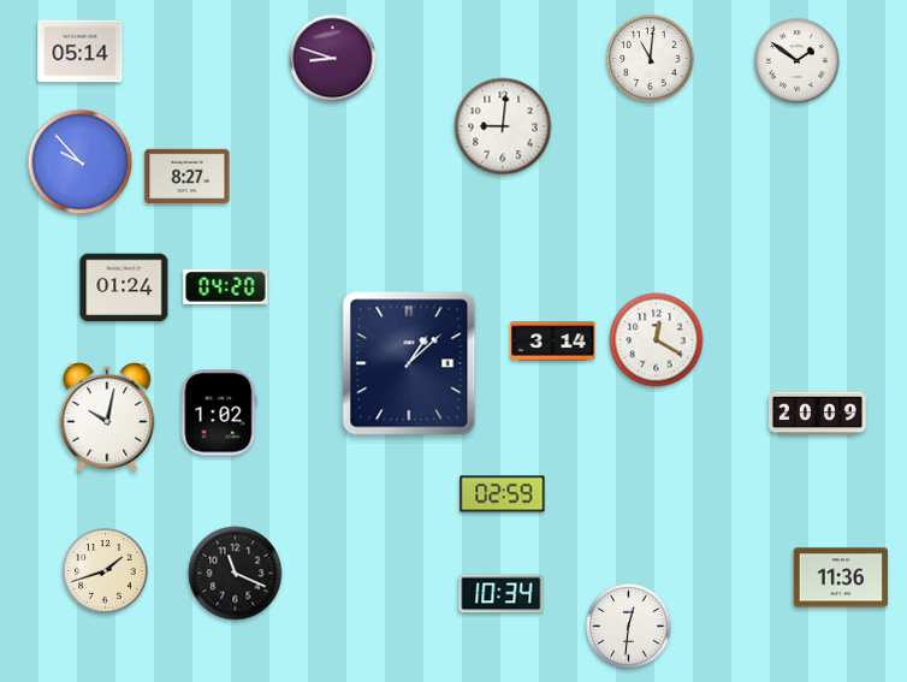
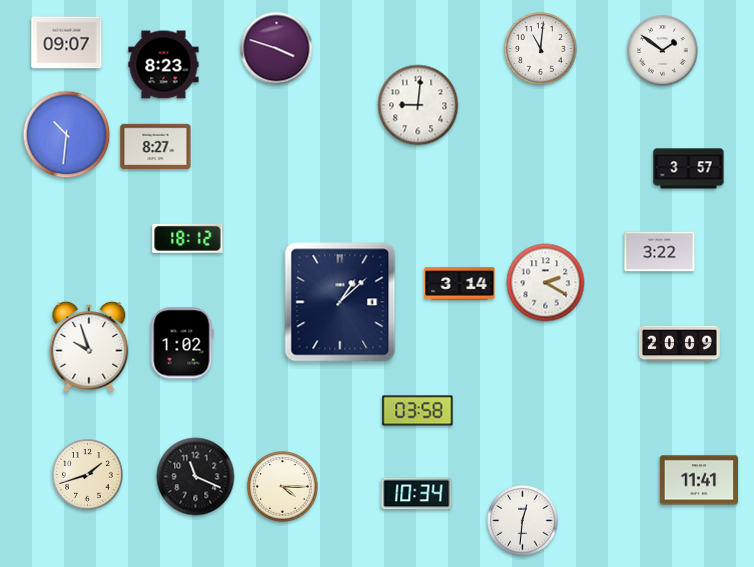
clock at (81, 52): 05:14 -> 09:07
clock at (333, 59): 8:48 -> 3:48
clock at (164, 65): none -> 8:23
clock at (81, 162): 9:53 -> 10:31
clock at (689, 169): none -> 3:57
clock at (226, 286): 04:20 -> 18:12
clock at (124, 287): 01:24 -> none
clock at (660, 252): none -> 3:22
clock at (657, 340): 12:20 -> 2:20
clock at (107, 417): 10:02 -> 9:57
clock at (503, 494): 02:59 -> 03:58
clock at (841, 577): 11:36 -> 11:41
clock at (283, 487): none -> 4:15
